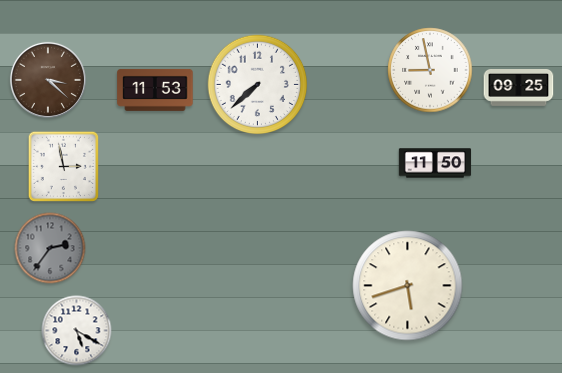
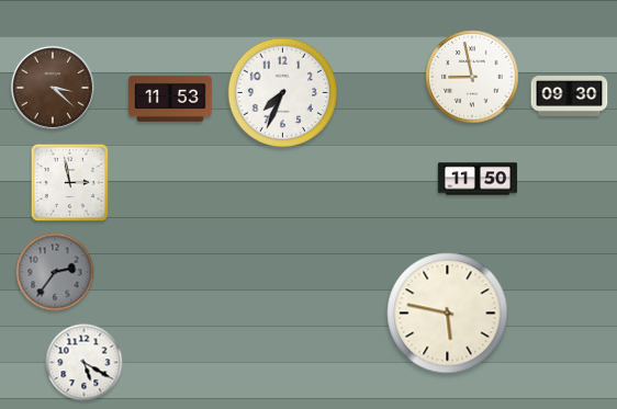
clock at (258, 85): 7:38 -> 7:34
clock at (519, 88): 09:25 -> 09:30
clock at (408, 286): 5:42 -> 5:47
